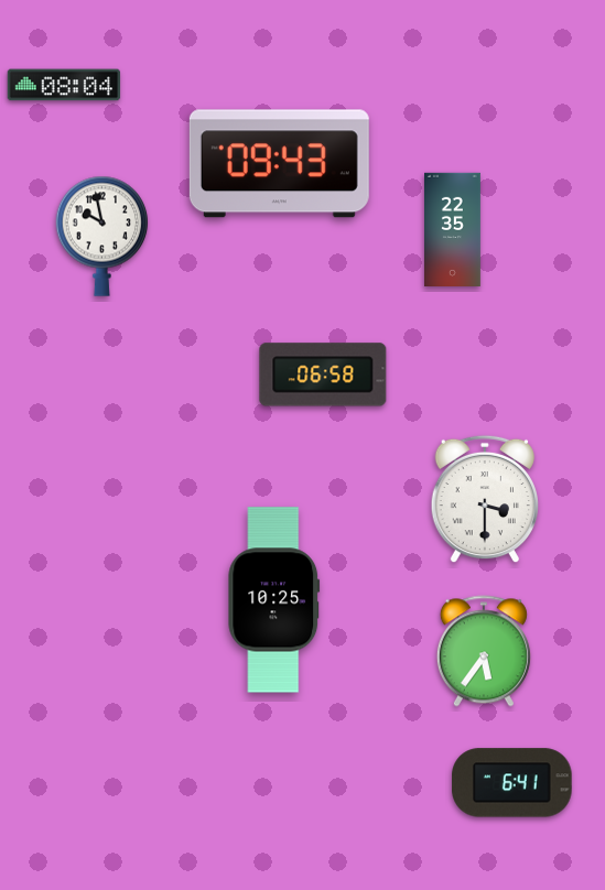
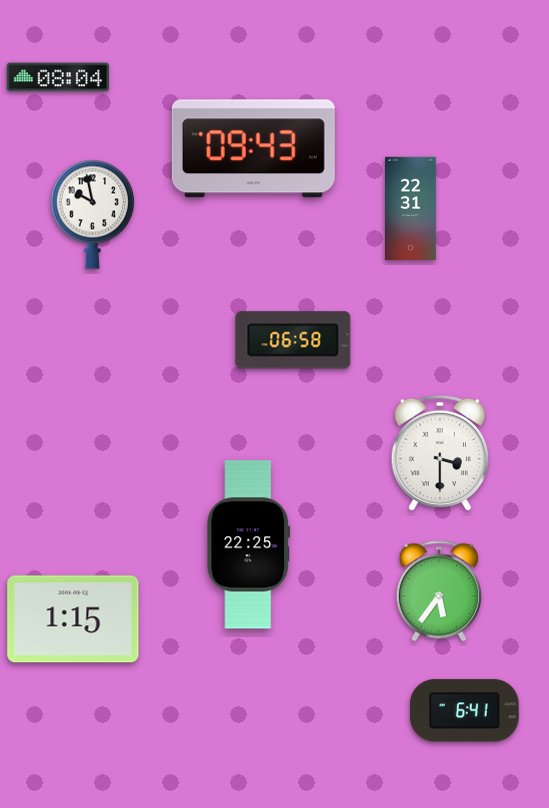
clock at (453, 229): 22:35 -> 22:31
clock at (274, 600): 10:25 -> 22:25
clock at (73, 619): none -> 1:15
